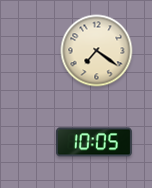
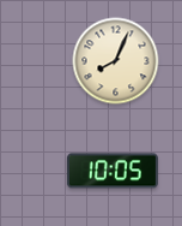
clock at (97, 51): 7:21 -> 8:04
